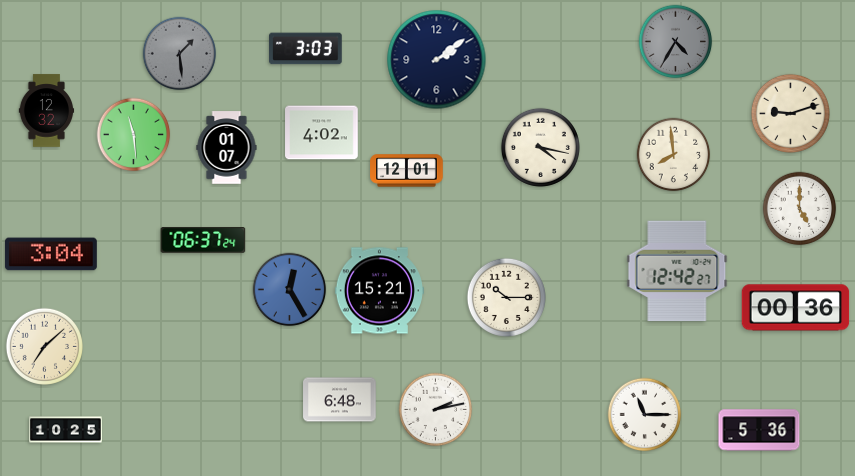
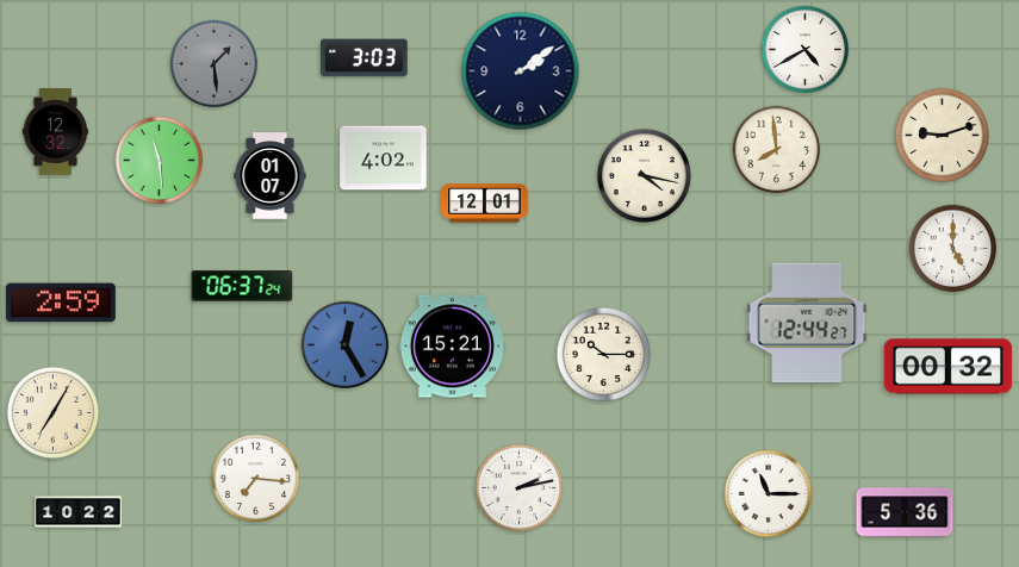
clock at (676, 42): 4:35 -> 4:40
clock at (676, 42) dial: grey -> white
clock at (674, 155) position: (674, 155) -> (777, 150)
clock at (51, 254): 3:04 -> 2:59
clock at (677, 271): 12:42 -> 12:44
clock at (796, 308): 00:36 -> 00:32
clock at (44, 346): 7:08 -> 7:05
clock at (340, 400): 6:48 -> none
clock at (256, 479): none -> 7:16
clock at (66, 430): 10:25 -> 10:22
